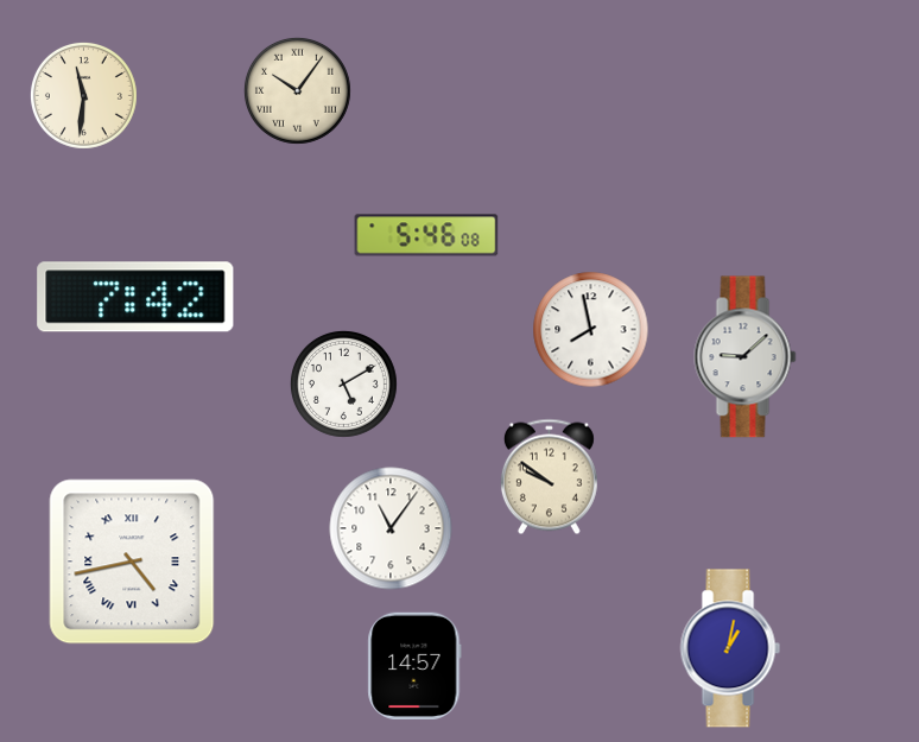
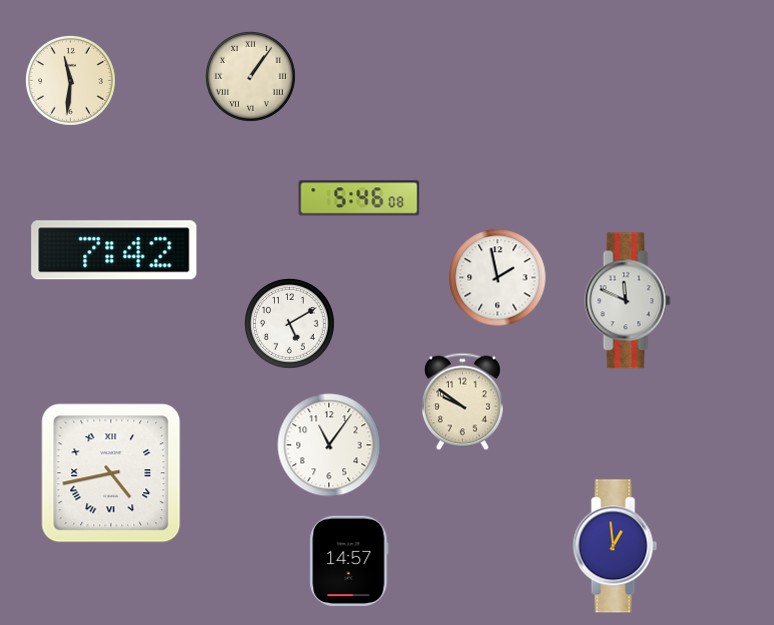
clock at (297, 90): 10:06 -> 1:06
clock at (591, 330): 7:58 -> 1:58
clock at (746, 357): 9:08 -> 11:49
clock at (730, 648): 1:02 -> 12:59
